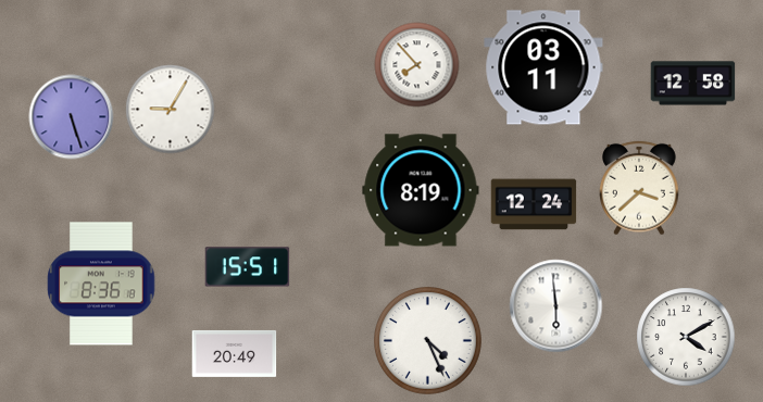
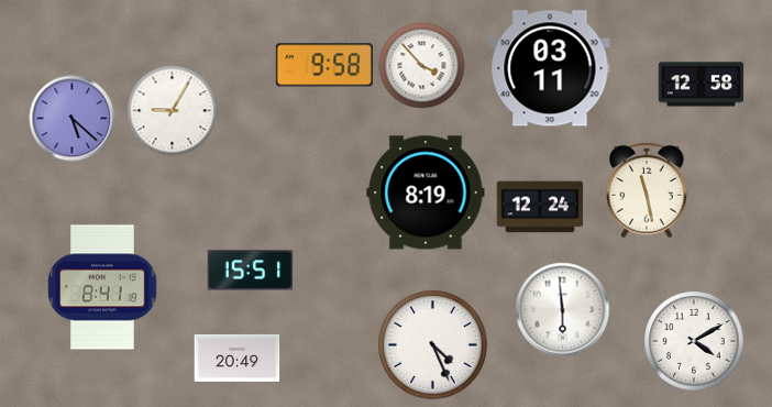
clock at (324, 65): none -> 9:58
clock at (416, 64): 7:53 -> 3:53
clock at (71, 116): 5:27 -> 5:22
clock at (639, 188): 3:38 -> 11:28
clock at (101, 284): 8:36 -> 8:41
